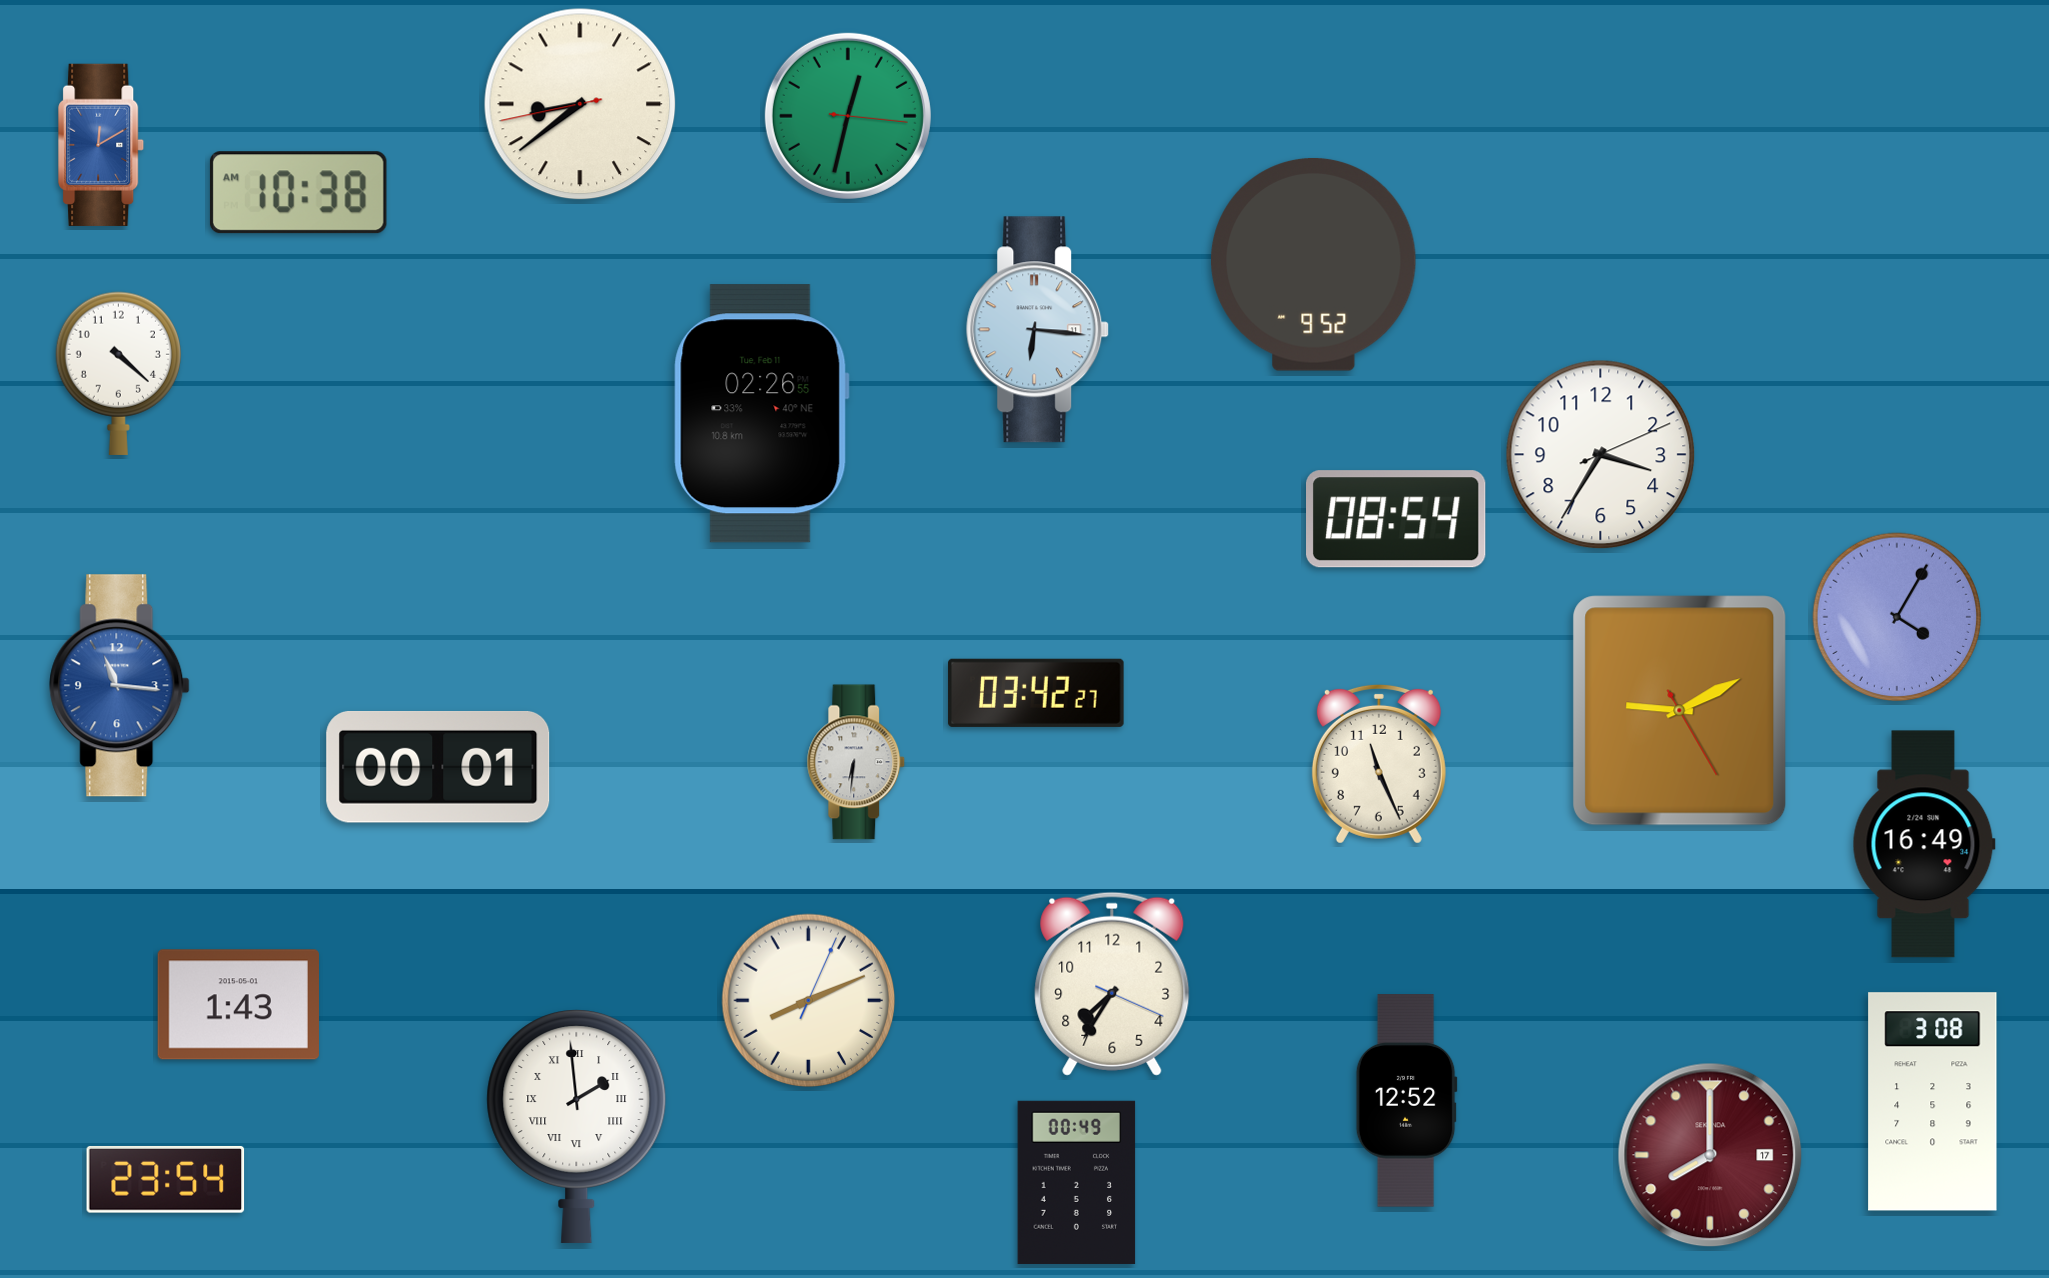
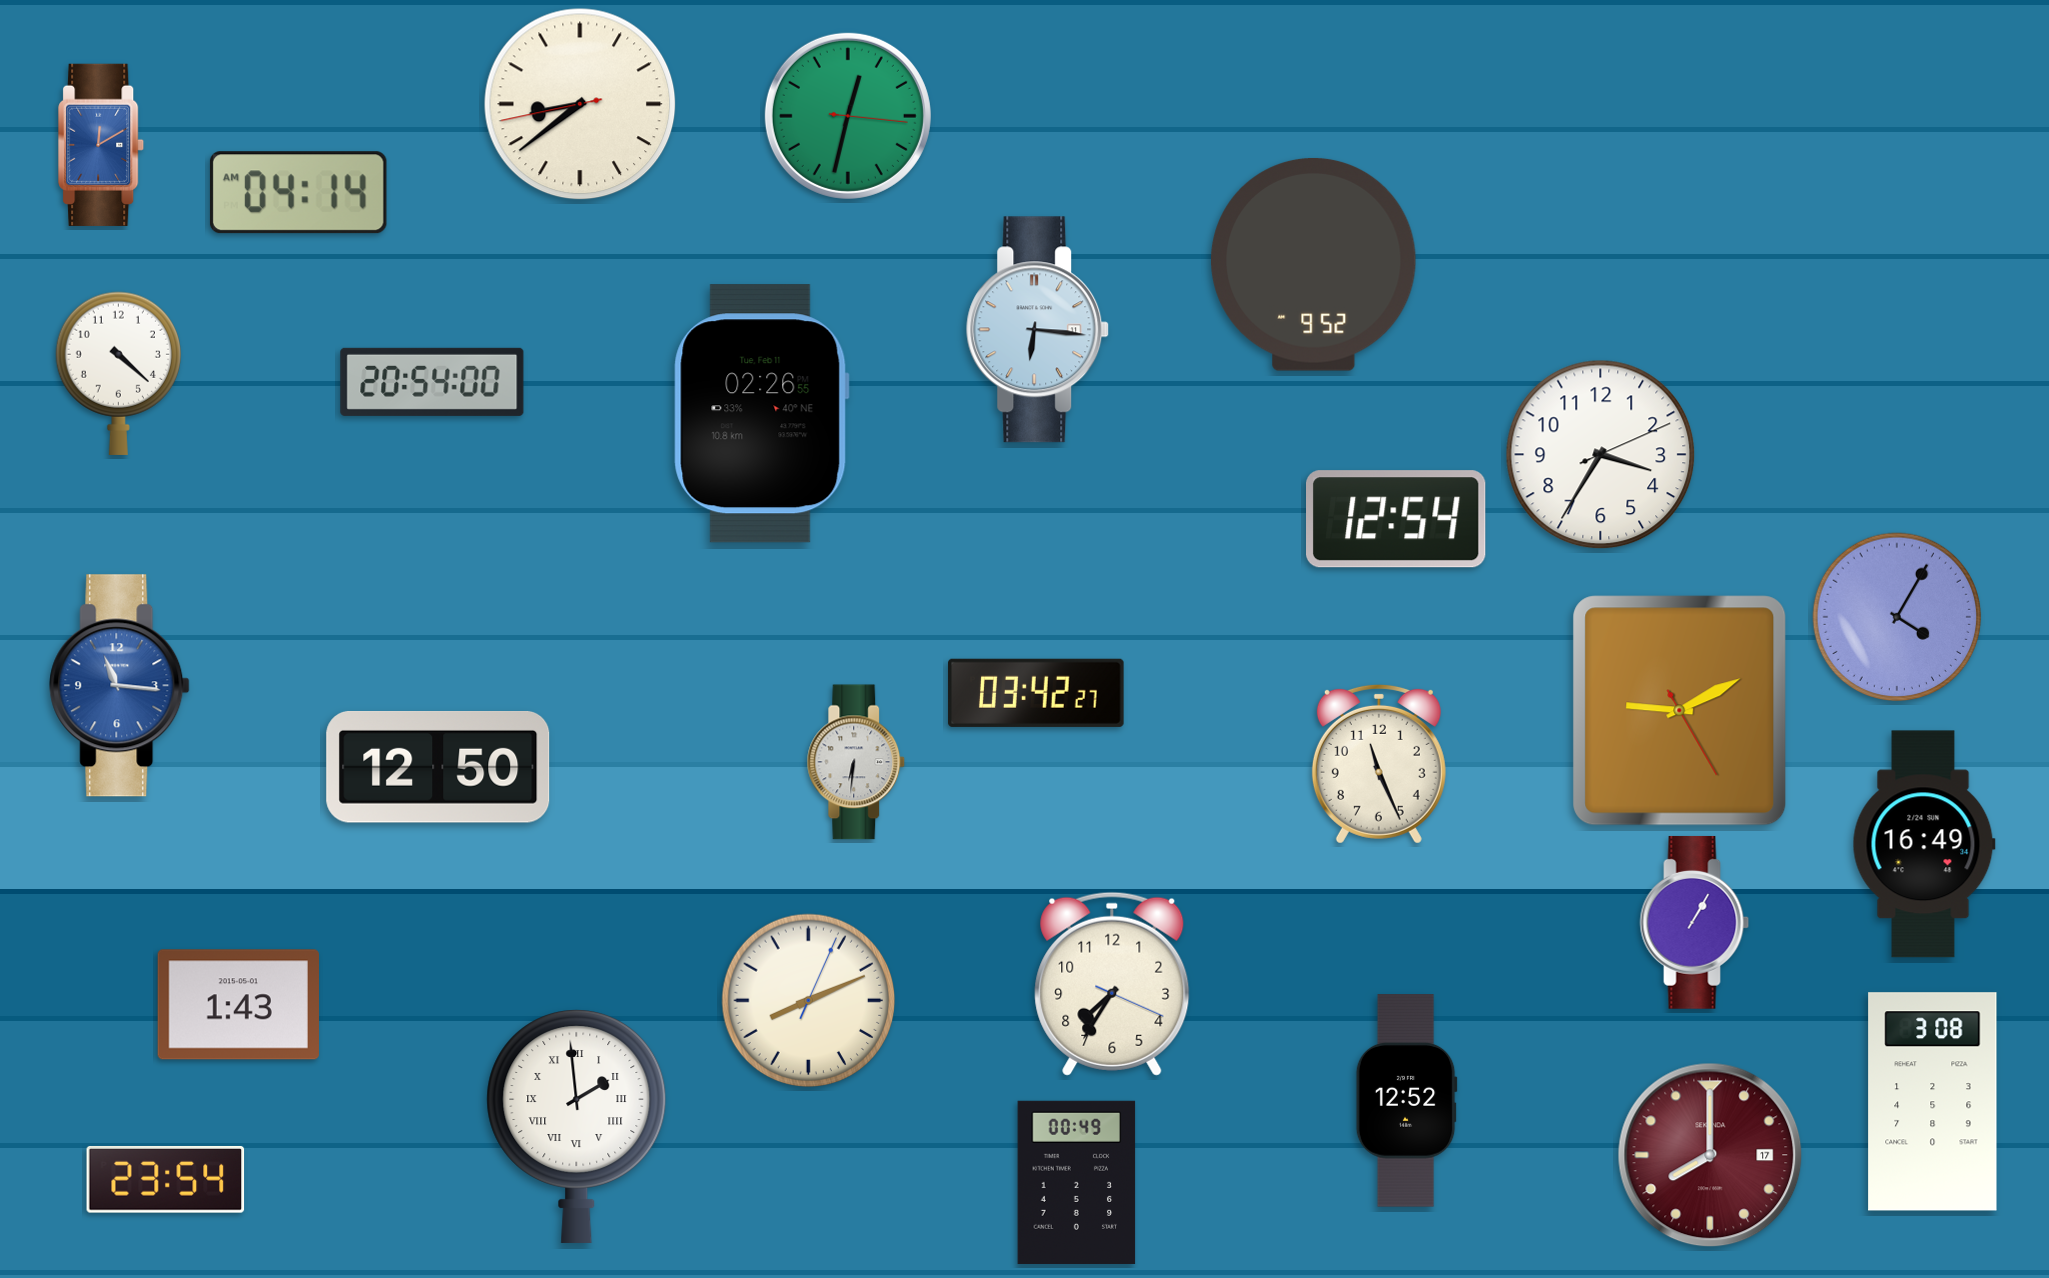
clock at (298, 193): 10:38 -> 04:14
clock at (432, 382): none -> 20:54
clock at (1397, 519): 08:54 -> 12:54
clock at (438, 767): 00:01 -> 12:50
clock at (1695, 922): none -> 1:05
